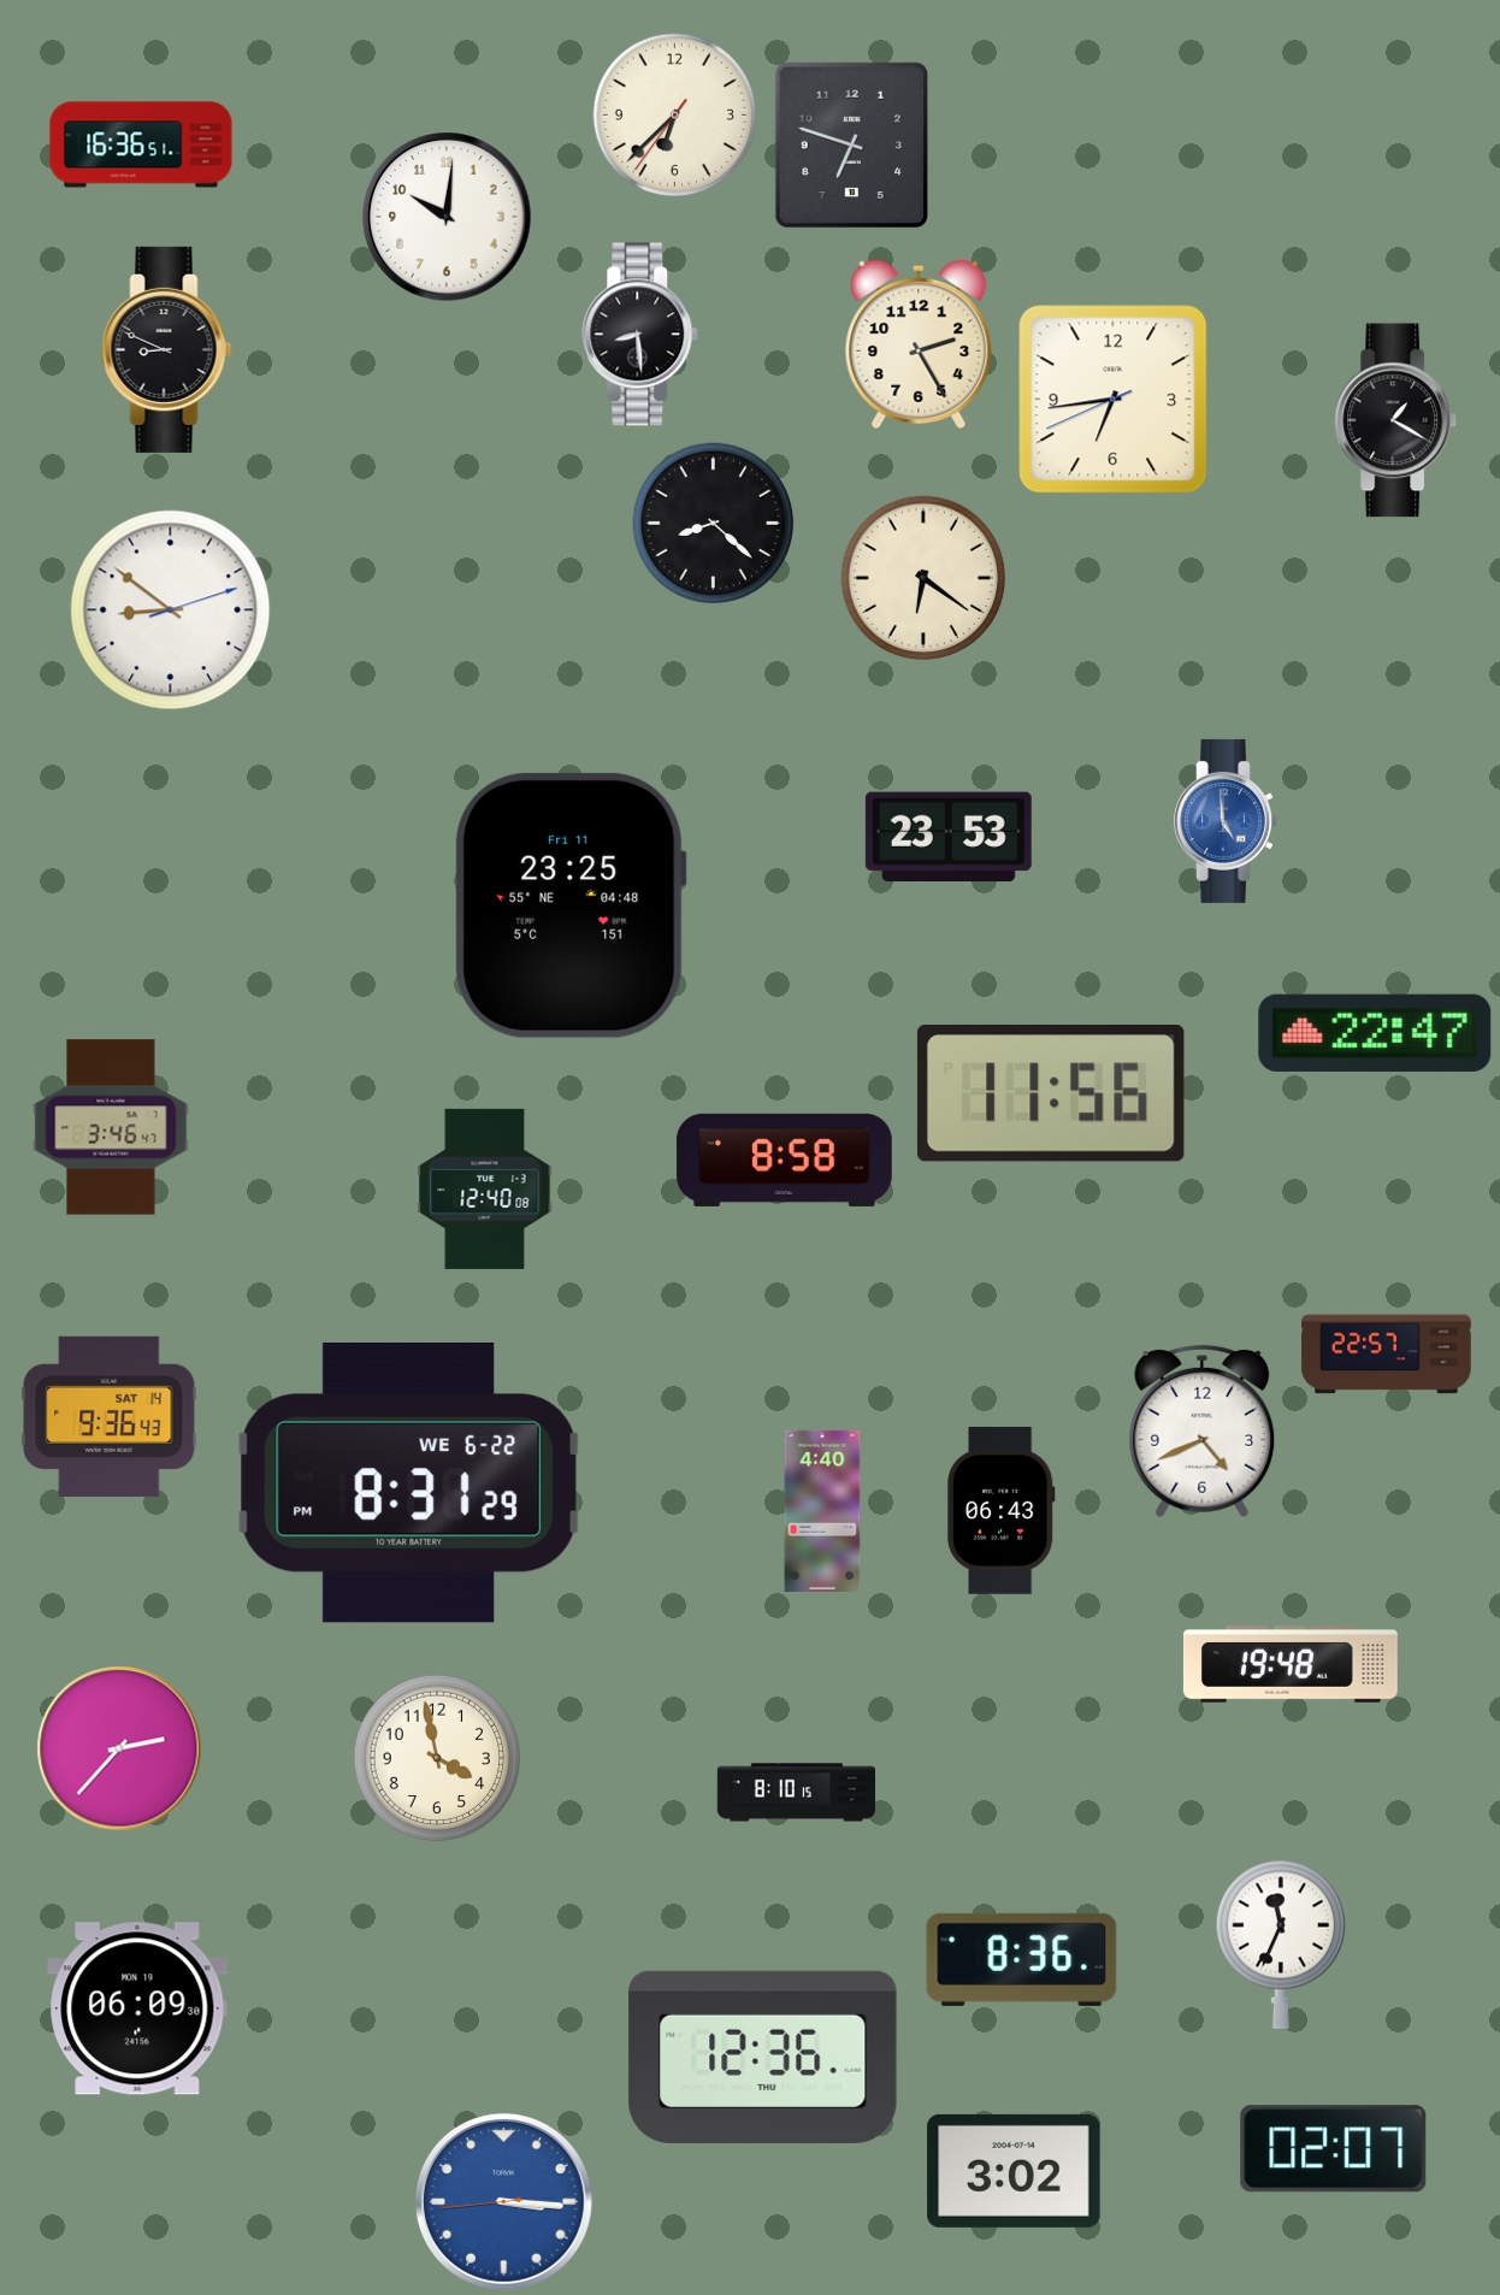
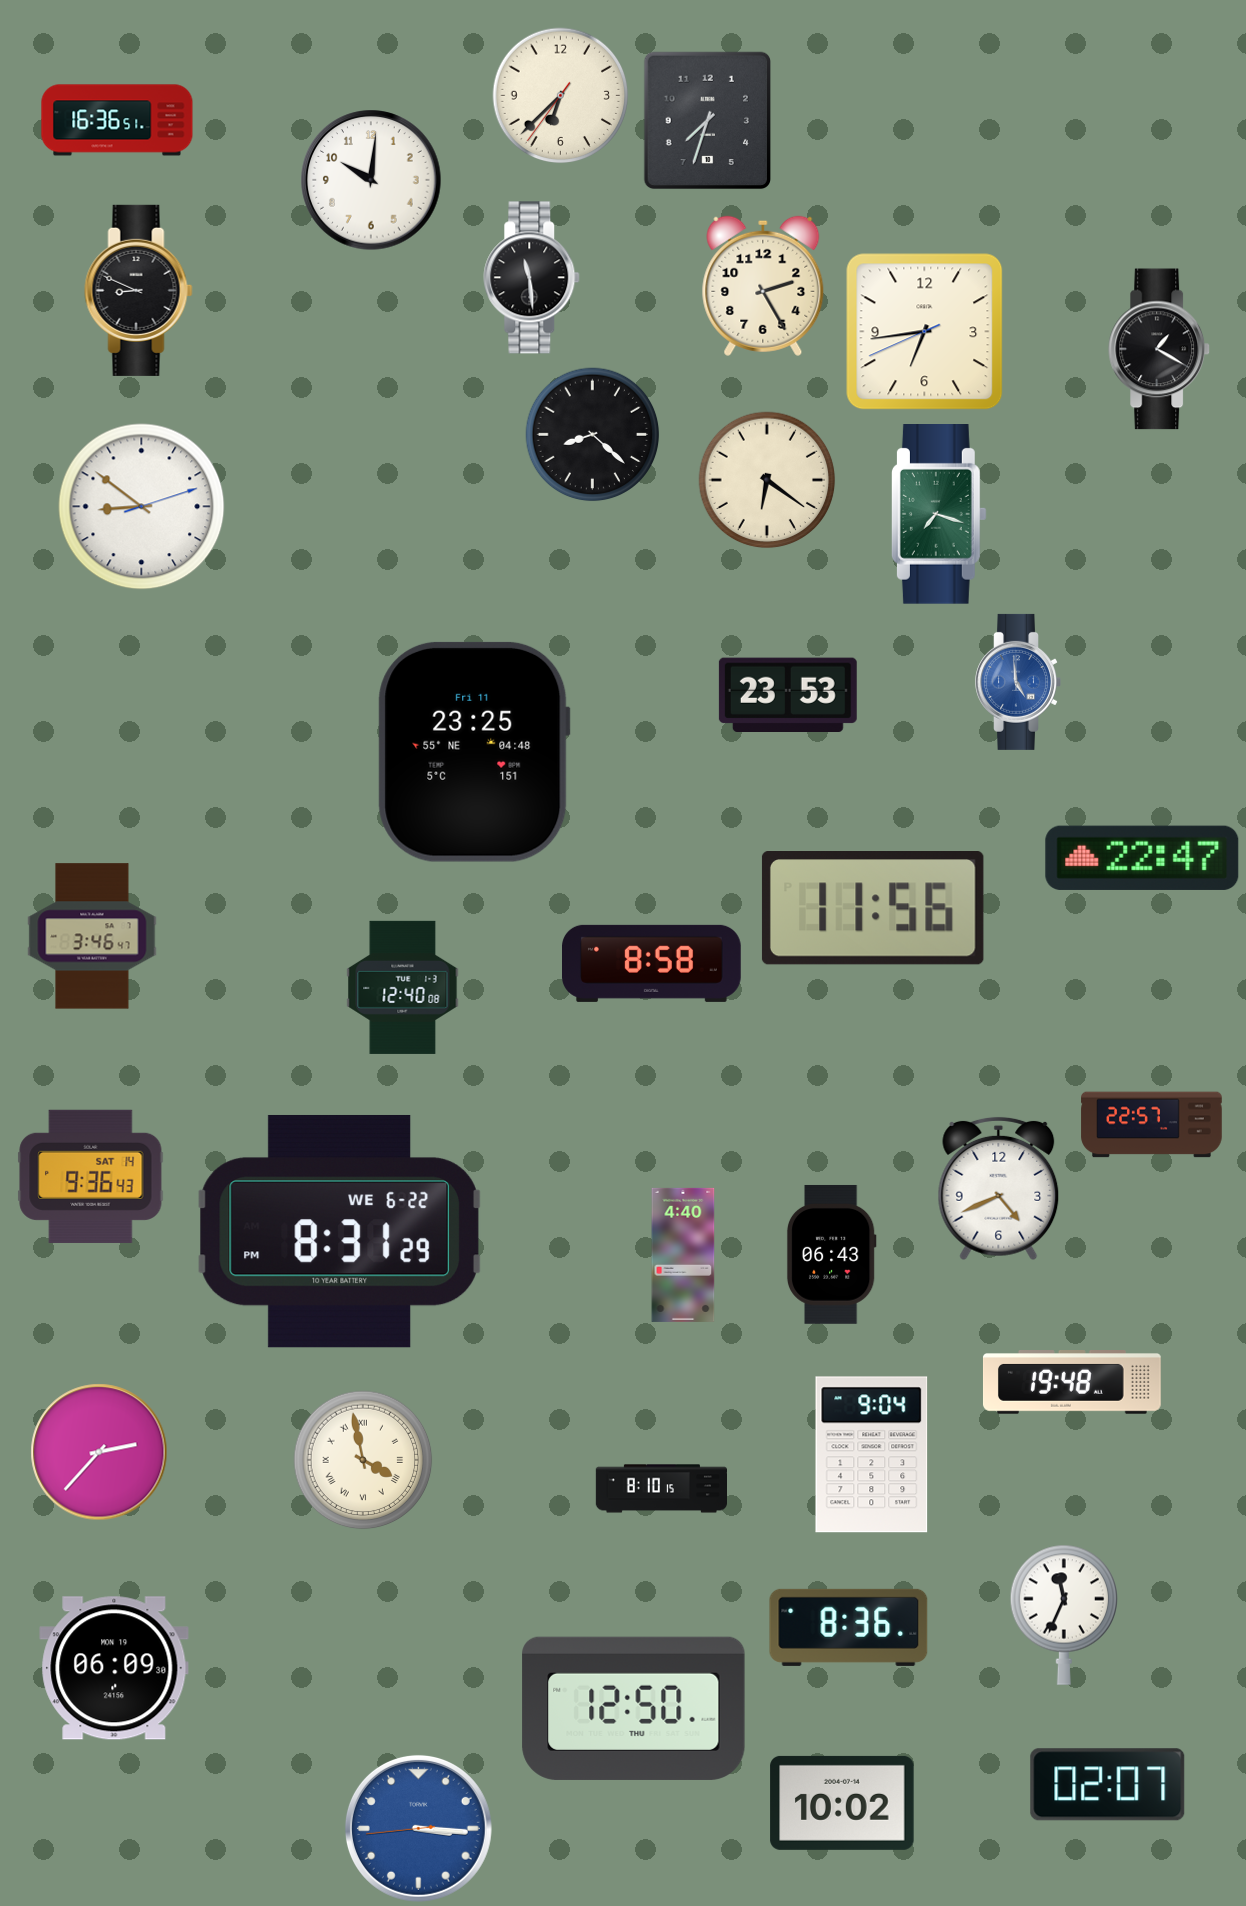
clock at (851, 146): 6:48 -> 7:33
clock at (640, 335): 8:29 -> 11:29
clock at (939, 515): none -> 7:18
clock at (872, 1455): none -> 9:04
clock at (437, 1758) numerals: Arabic -> Roman
clock at (763, 2057): 12:36 -> 12:50
clock at (1014, 2171): 3:02 -> 10:02
